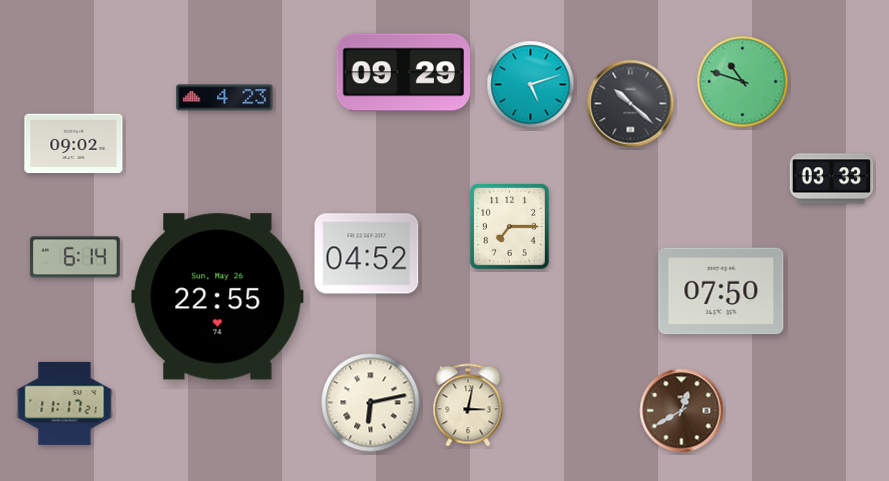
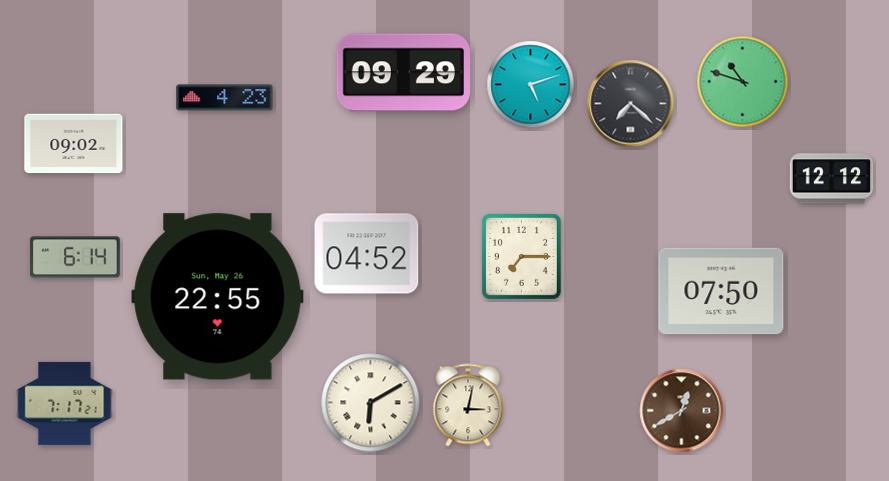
clock at (631, 104): 10:22 -> 7:22
clock at (832, 179): 03:33 -> 12:12
clock at (509, 226) position: (509, 226) -> (521, 256)
clock at (65, 403): 11:17 -> 7:17
clock at (371, 403): 6:13 -> 6:10
